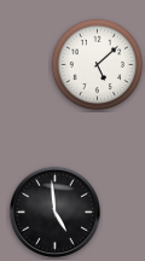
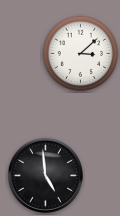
clock at (98, 65): 5:08 -> 3:08
